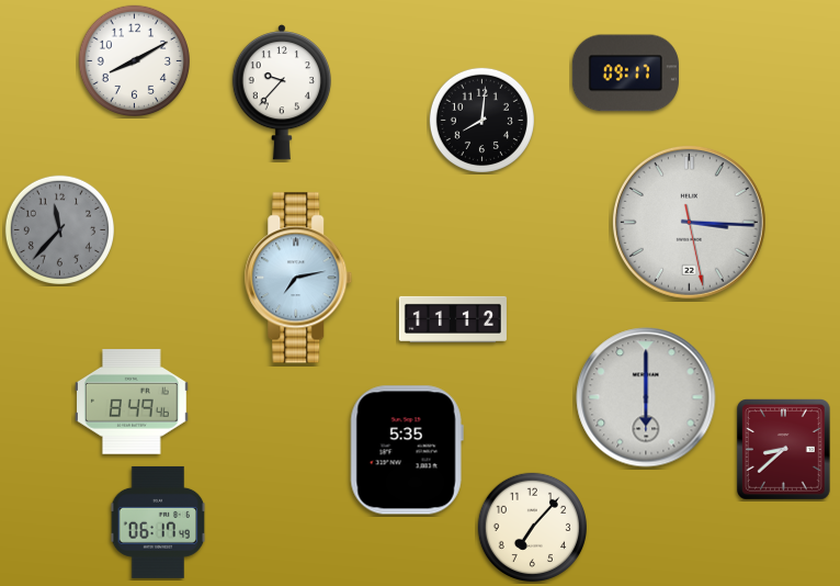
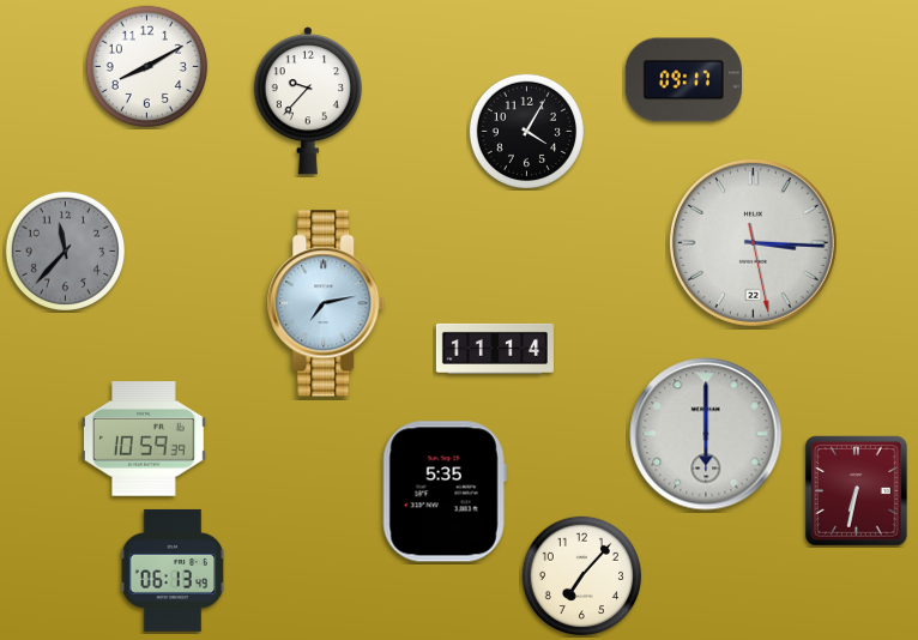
clock at (481, 120): 8:01 -> 4:05
clock at (453, 319): 11:12 -> 11:14
clock at (132, 402): 8:49 -> 10:59
clock at (784, 450): 8:38 -> 6:32
clock at (158, 522): 06:17 -> 06:13
